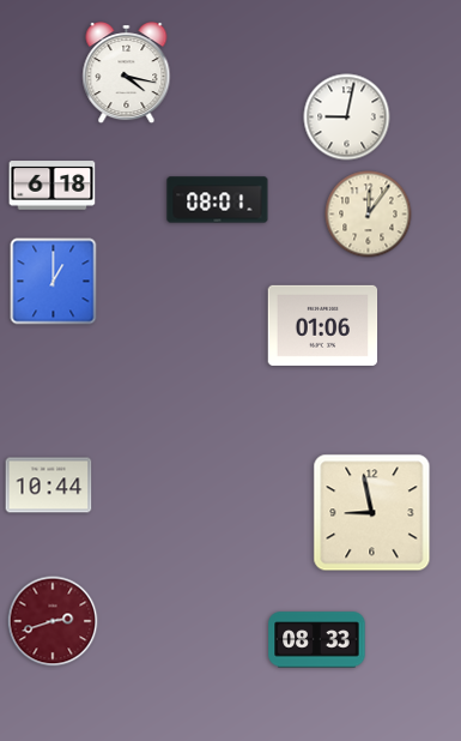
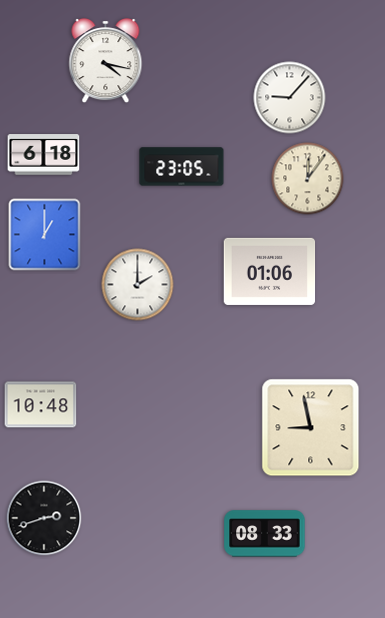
clock at (347, 118): 9:02 -> 9:07
clock at (218, 200): 08:01 -> 23:05
clock at (138, 285): none -> 2:00
clock at (49, 486): 10:44 -> 10:48
clock at (53, 621) dial: burgundy -> black
